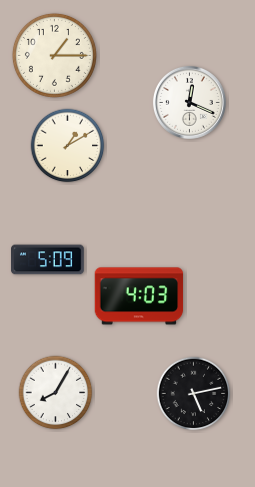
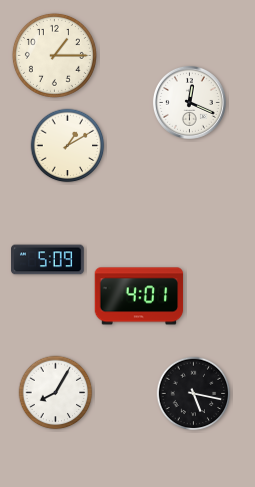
clock at (139, 296): 4:03 -> 4:01
clock at (194, 394): 5:13 -> 5:17
